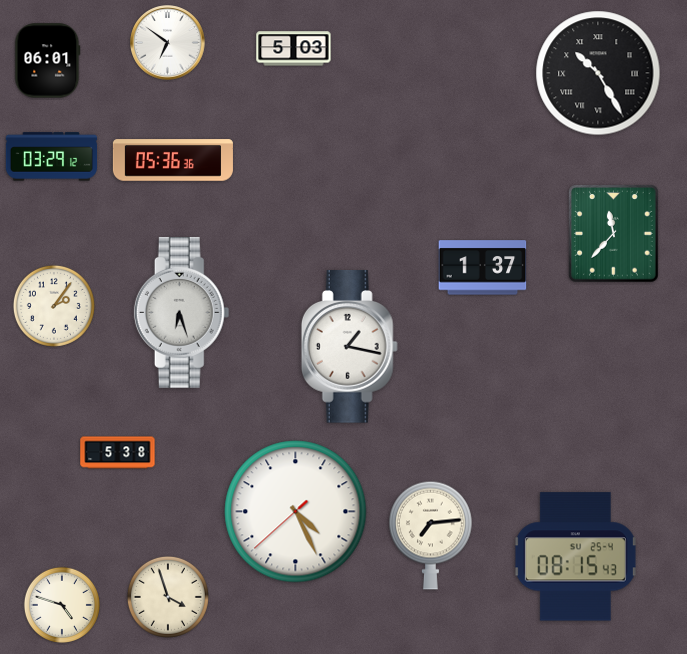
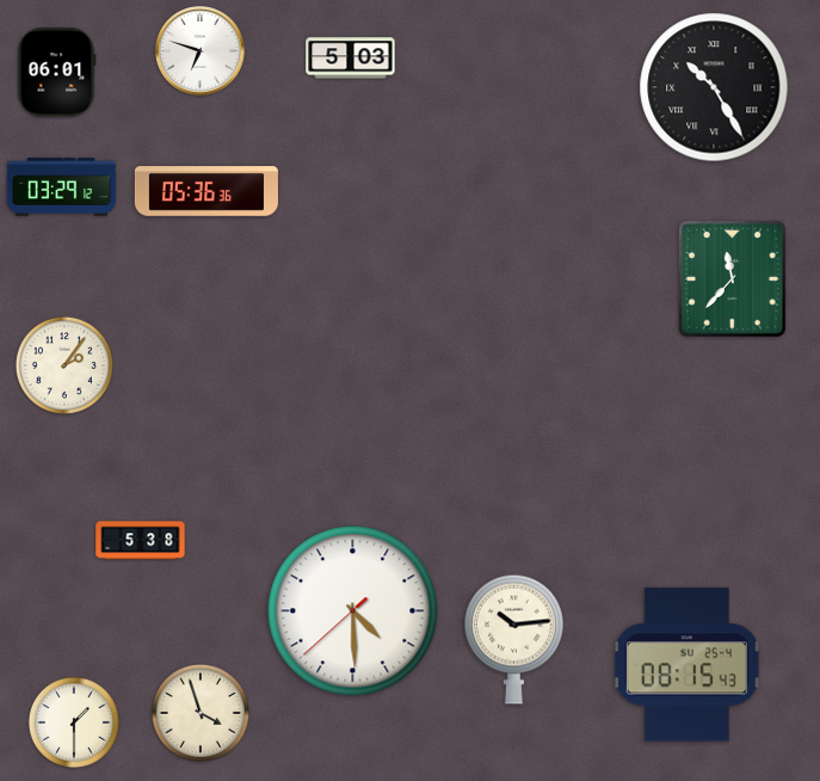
clock at (168, 43): 6:51 -> 6:48
clock at (483, 268): 1:37 -> none
clock at (182, 312): 6:27 -> none
clock at (349, 347): 1:17 -> none
clock at (296, 512): 4:25 -> 4:29
clock at (431, 535): 7:14 -> 10:14
clock at (62, 605): 4:48 -> 1:30
